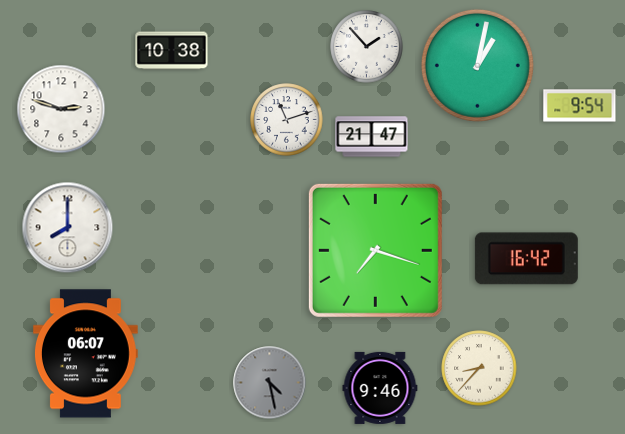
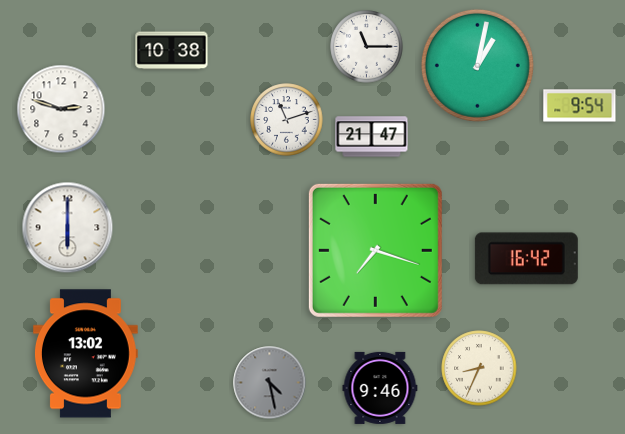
clock at (367, 47): 1:53 -> 11:15
clock at (68, 228): 8:00 -> 6:00
clock at (85, 354): 06:07 -> 13:02
clock at (479, 368): 8:37 -> 8:34
